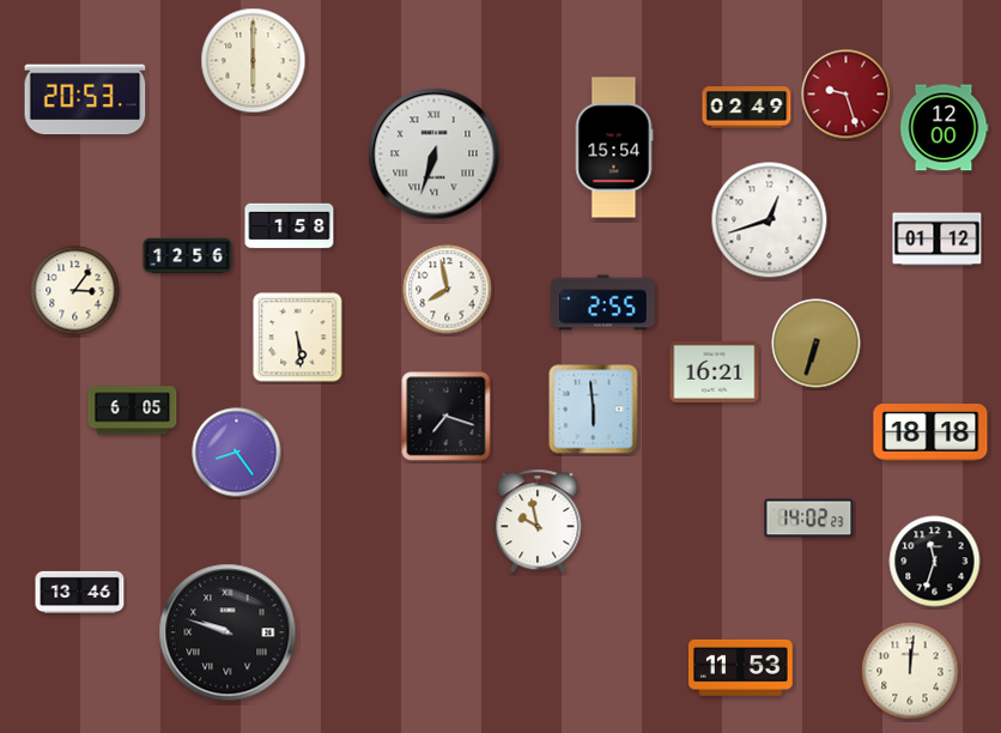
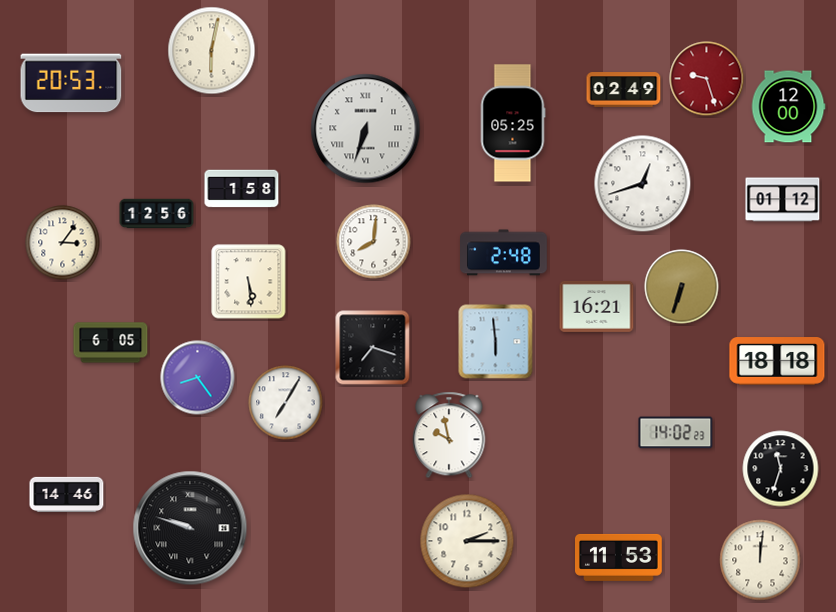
clock at (254, 61): 6:00 -> 6:02
clock at (614, 147): 15:54 -> 05:25
clock at (435, 155) position: (435, 155) -> (366, 129)
clock at (448, 290): 7:58 -> 8:01
clock at (603, 303): 2:55 -> 2:48
clock at (715, 371) position: (715, 371) -> (597, 306)
clock at (286, 403): none -> 7:05
clock at (80, 592): 13:46 -> 14:46
clock at (467, 541): none -> 2:15
